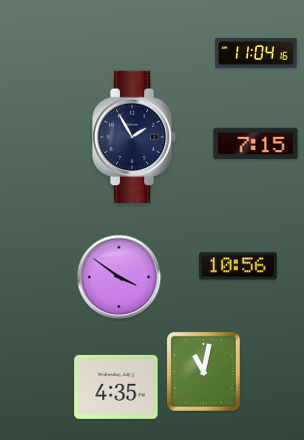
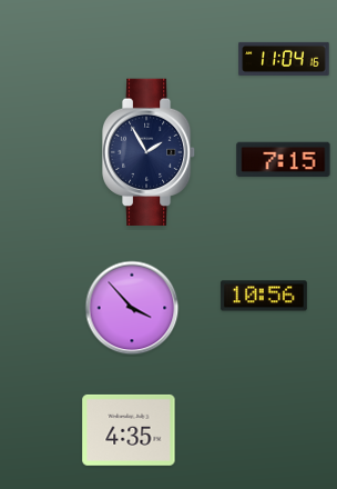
clock at (119, 277): 3:51 -> 3:53
clock at (203, 371): 11:02 -> none
